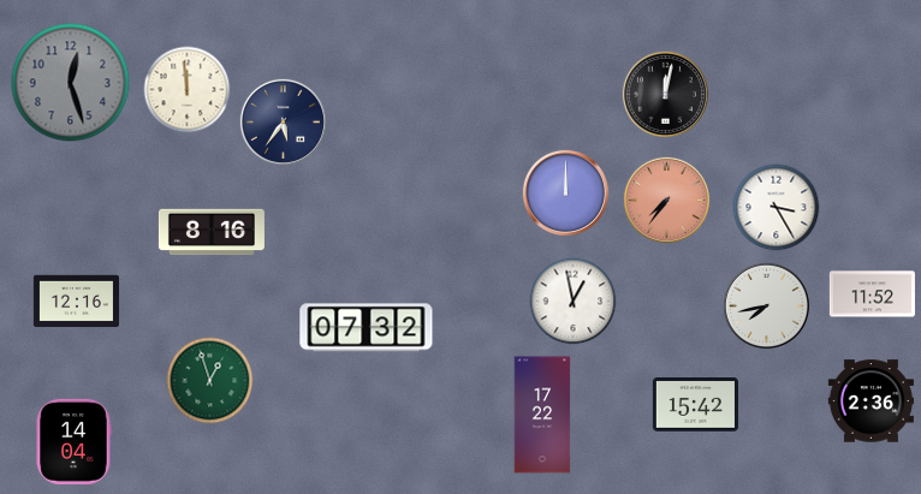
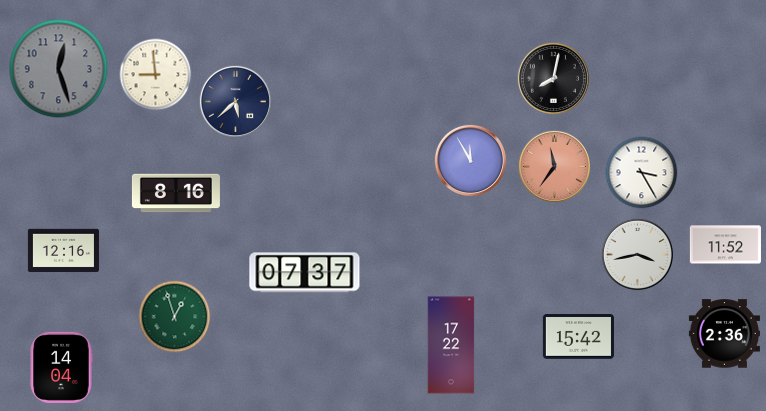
clock at (188, 90): 11:59 -> 8:59
clock at (665, 94): 12:02 -> 8:02
clock at (283, 121): 5:36 -> 5:38
clock at (565, 192): 12:00 -> 11:55
clock at (666, 200): 7:36 -> 11:36
clock at (777, 208) position: (777, 208) -> (642, 173)
clock at (574, 302): 12:58 -> none
clock at (766, 305): 7:43 -> 3:43
clock at (367, 328): 07:32 -> 07:37
